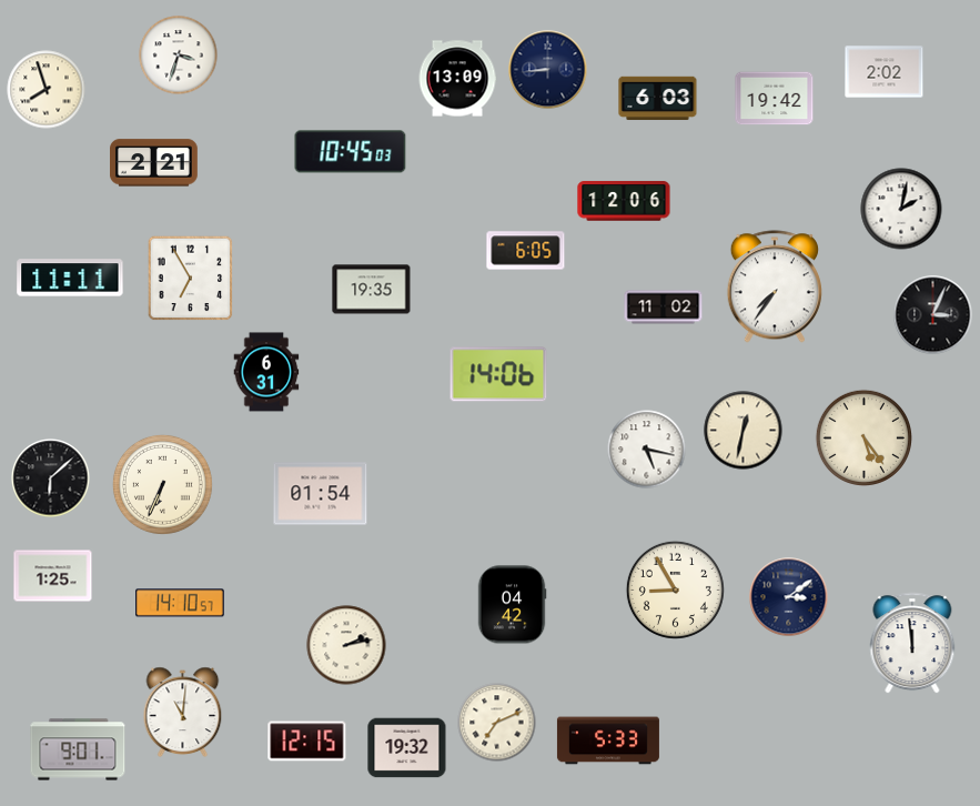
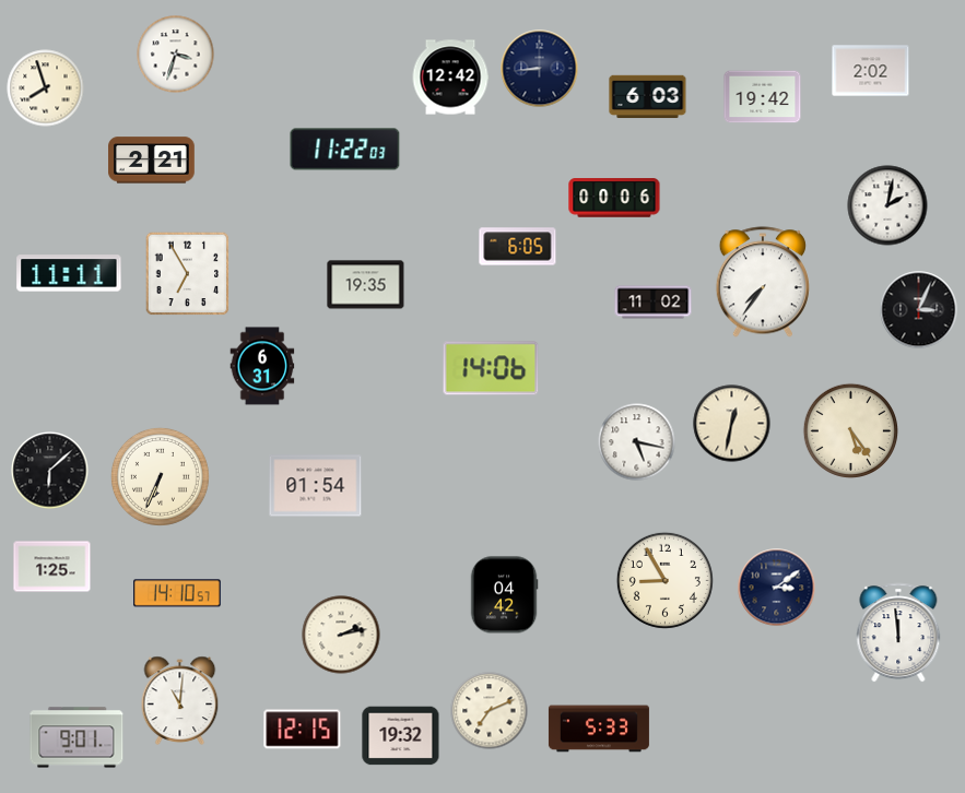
clock at (457, 79): 13:09 -> 12:42
clock at (351, 152): 10:45 -> 11:22
clock at (624, 201): 12:06 -> 00:06
